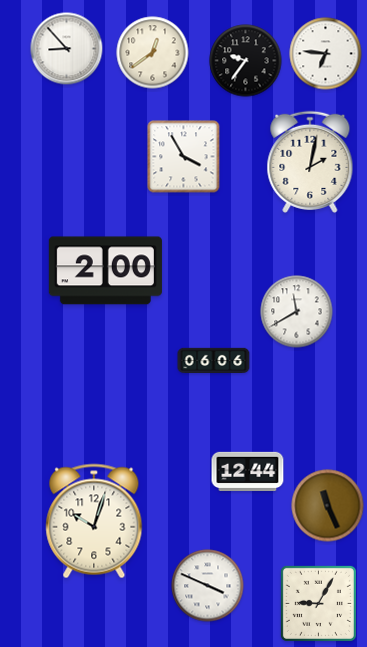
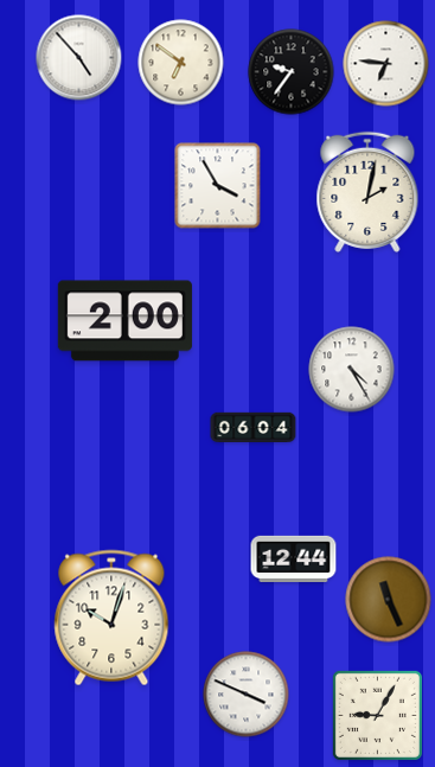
clock at (67, 49): 8:53 -> 4:53
clock at (153, 53): 12:39 -> 6:51
clock at (297, 312): 11:40 -> 4:25
clock at (214, 360): 06:06 -> 06:04
